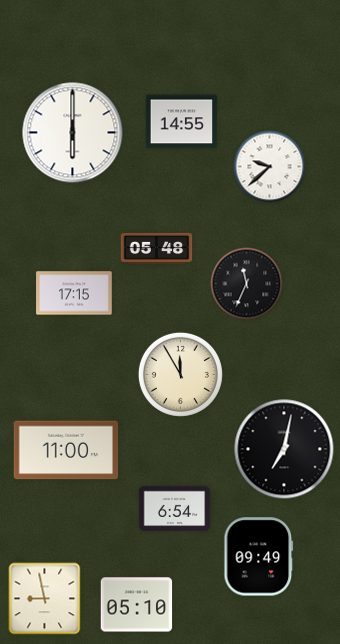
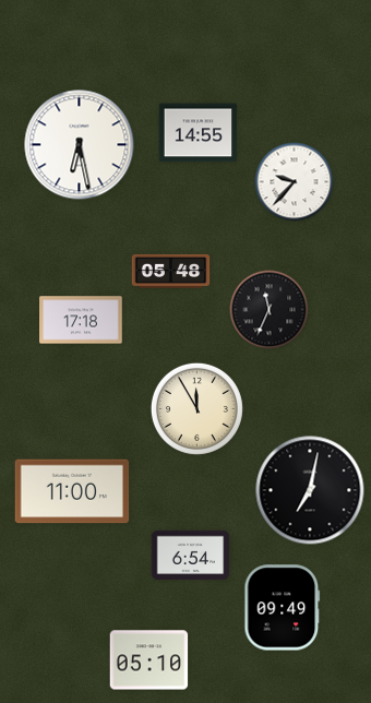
clock at (73, 133): 6:00 -> 6:28
clock at (270, 167): 9:38 -> 9:37
clock at (74, 293): 17:15 -> 17:18
clock at (45, 599): 8:58 -> none
